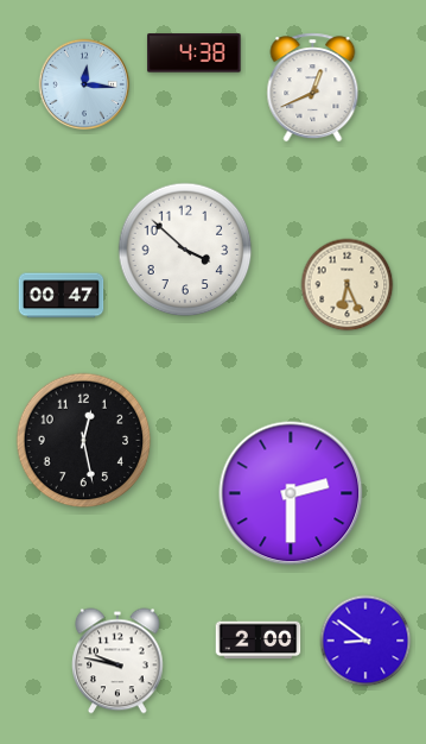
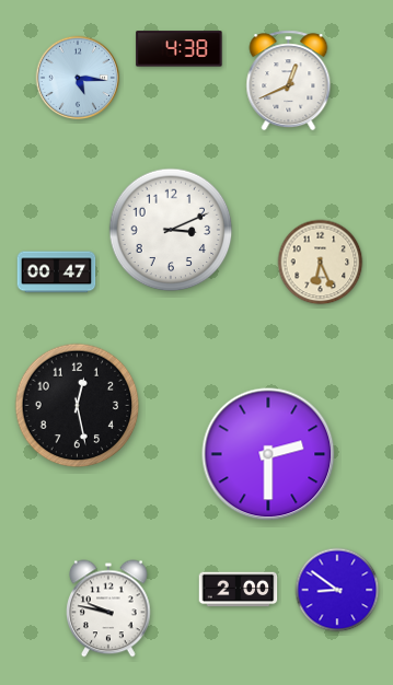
clock at (84, 84): 12:16 -> 5:16
clock at (185, 250): 3:52 -> 3:11
